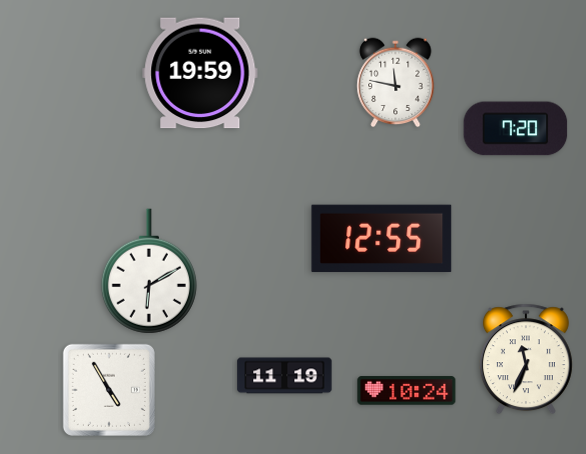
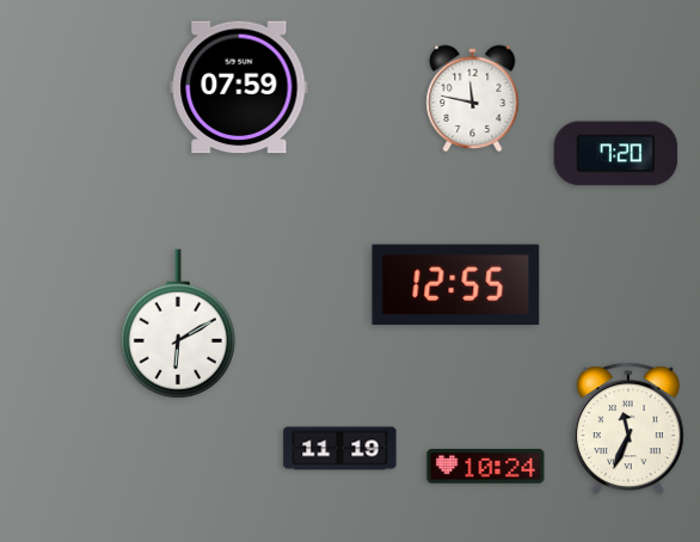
clock at (200, 73): 19:59 -> 07:59
clock at (109, 390): 4:55 -> none
